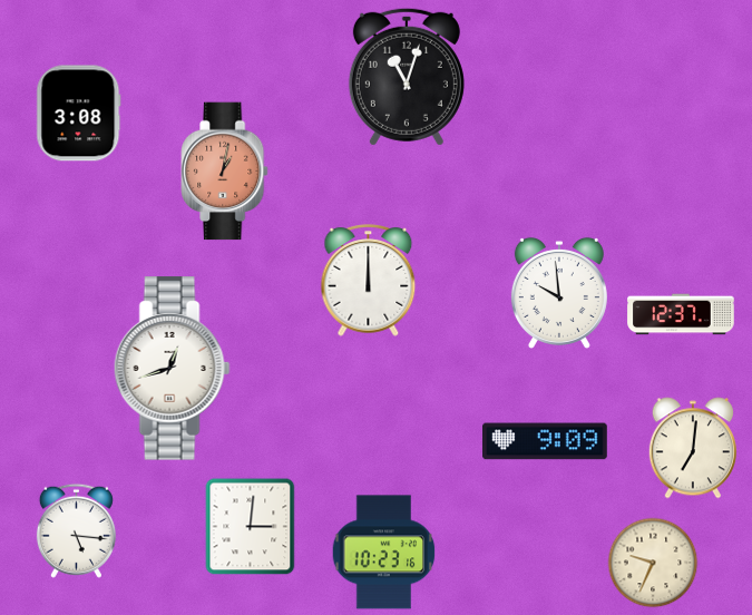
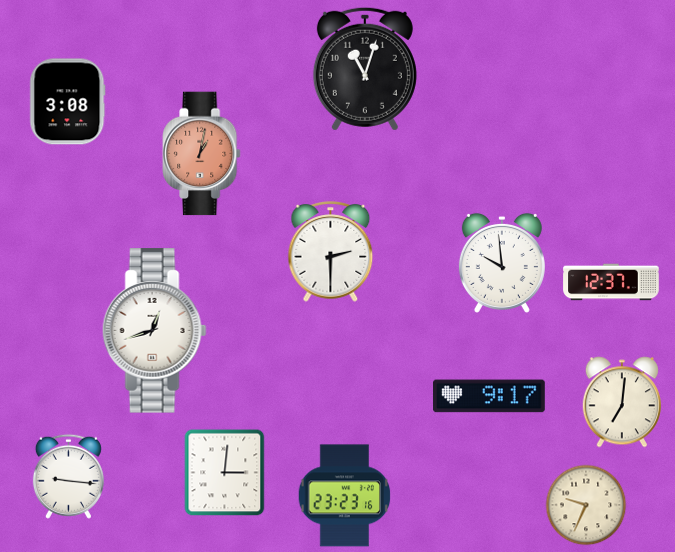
clock at (79, 114) position: (79, 114) -> (68, 102)
clock at (369, 281): 12:00 -> 2:30
clock at (546, 441): 9:09 -> 9:17
clock at (76, 530): 5:16 -> 9:16
clock at (384, 553): 10:23 -> 23:23
